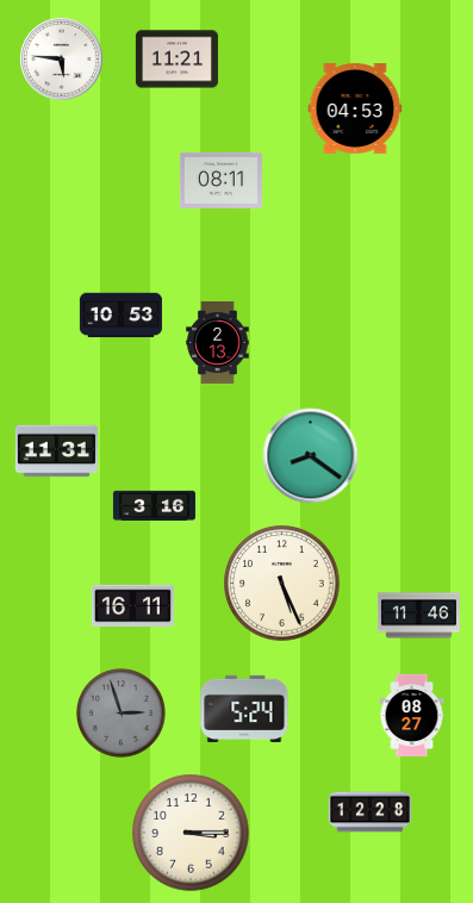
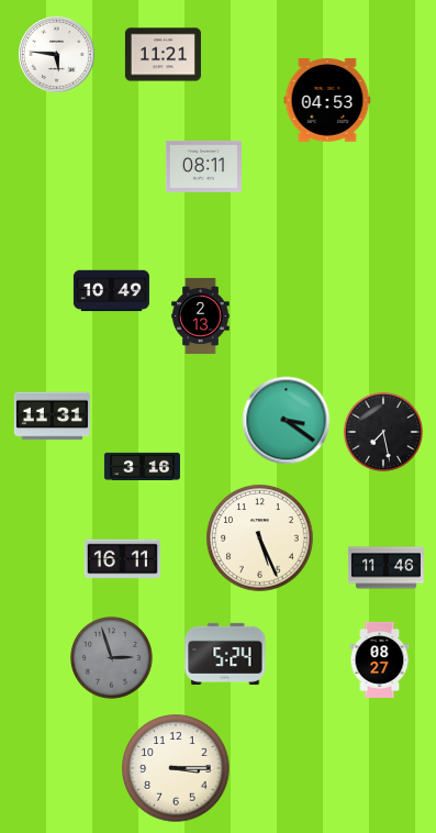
clock at (120, 316): 10:53 -> 10:49
clock at (311, 456): 8:21 -> 3:21
clock at (383, 432): none -> 7:28
clock at (369, 812): 12:28 -> none
